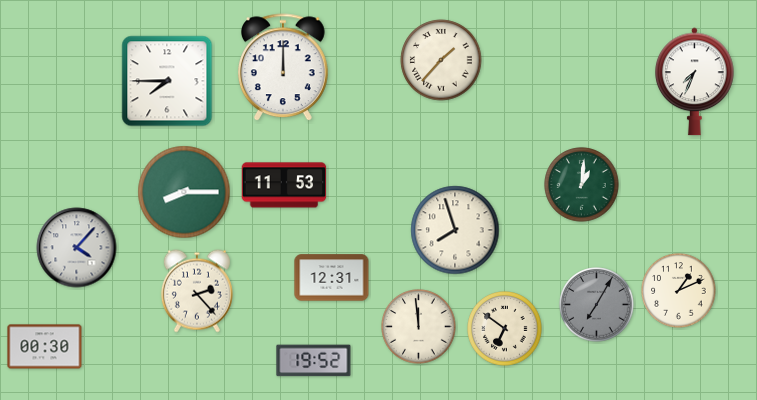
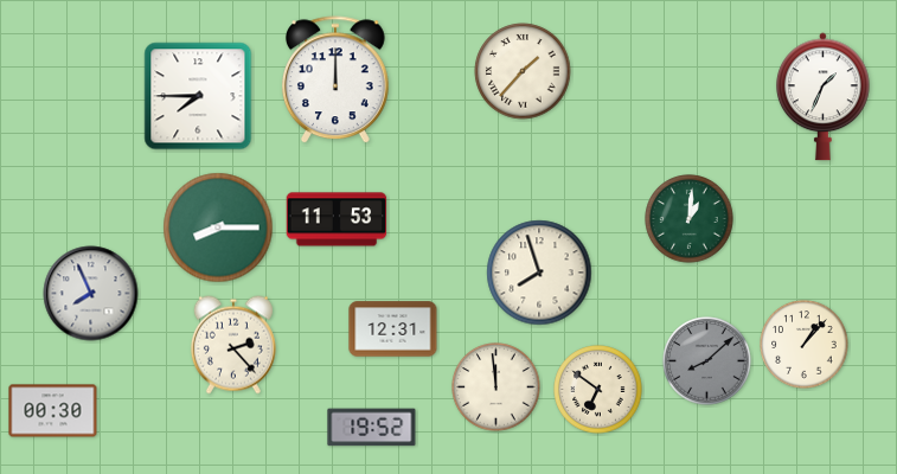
clock at (695, 82): 7:34 -> 1:34
clock at (77, 248): 4:07 -> 7:56
clock at (679, 291): 1:11 -> 1:07
clock at (597, 305): 7:05 -> 8:08
